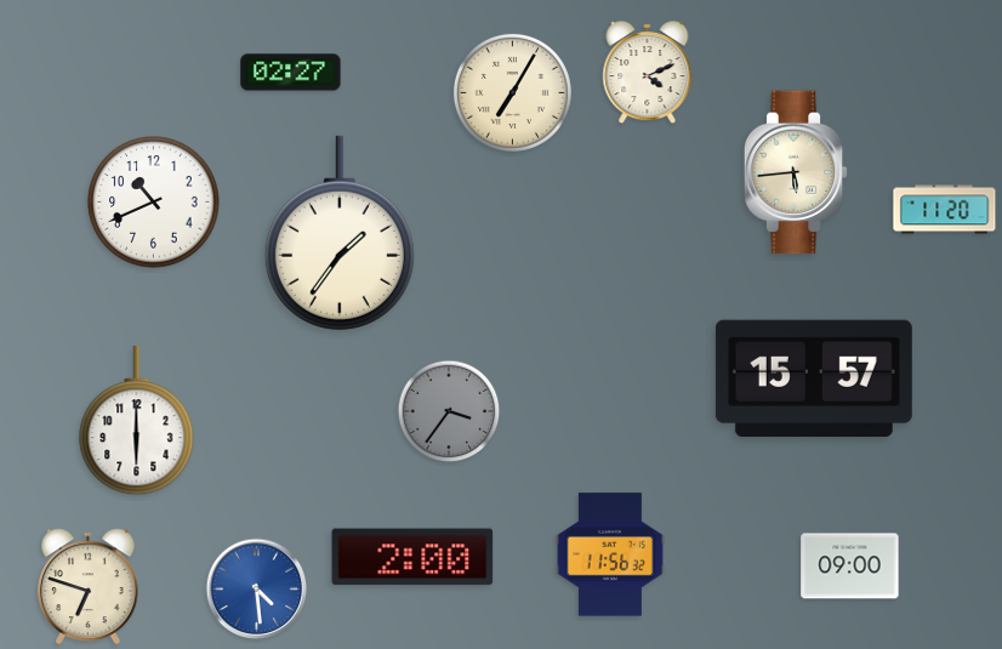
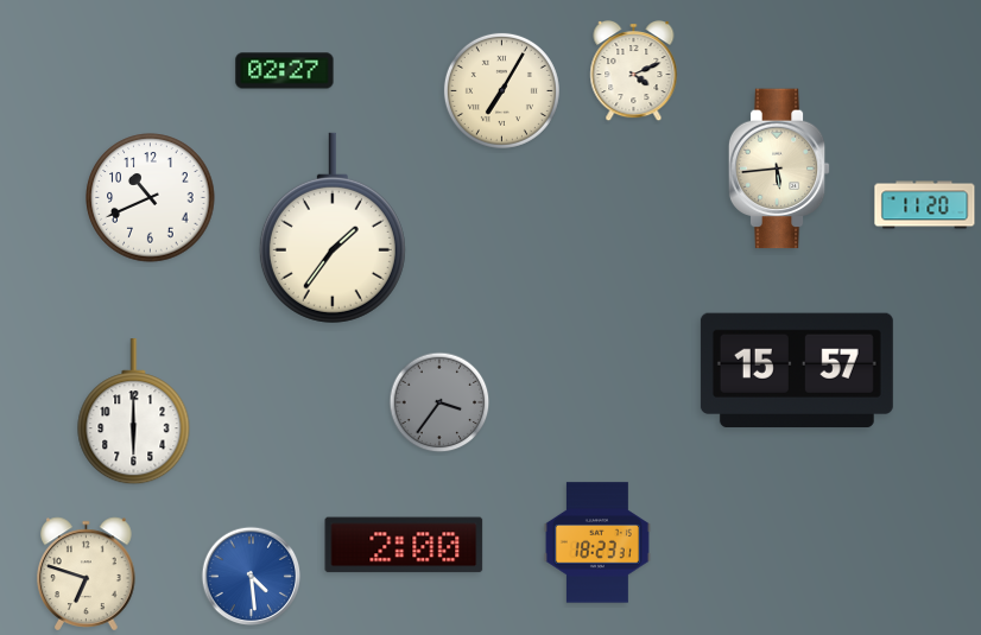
clock at (610, 554): 11:56 -> 18:23
clock at (850, 567): 09:00 -> none
